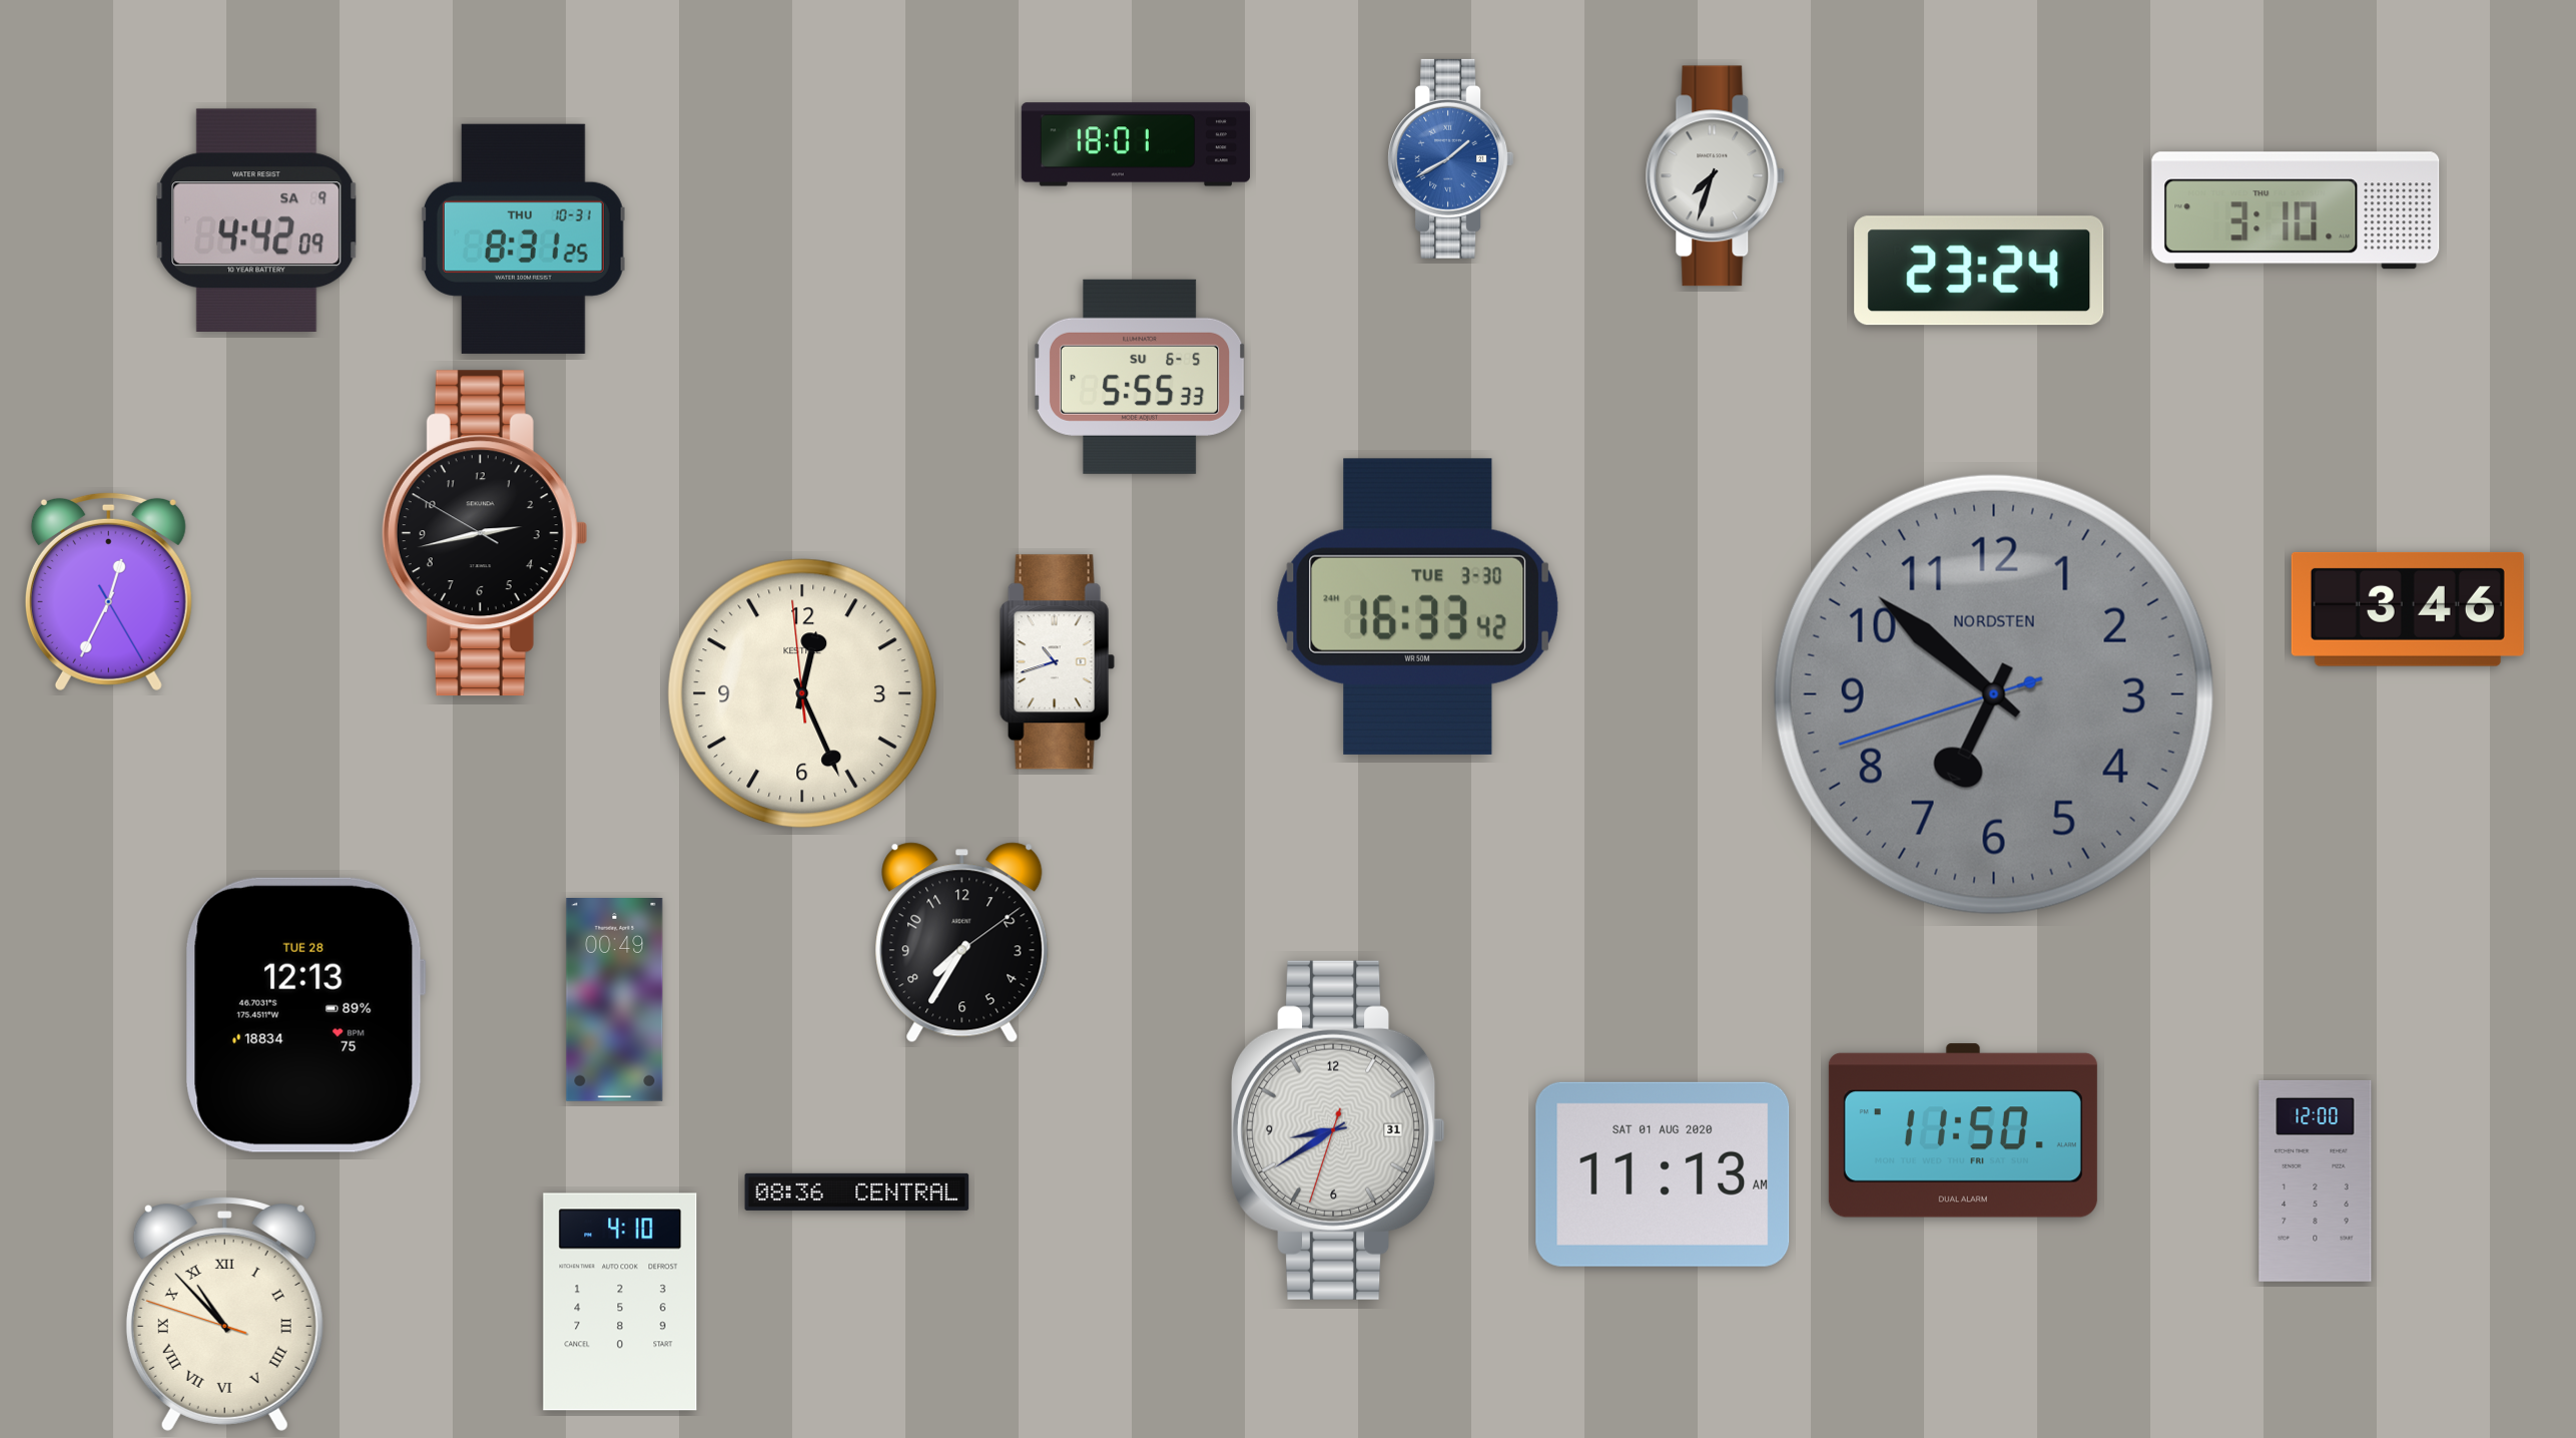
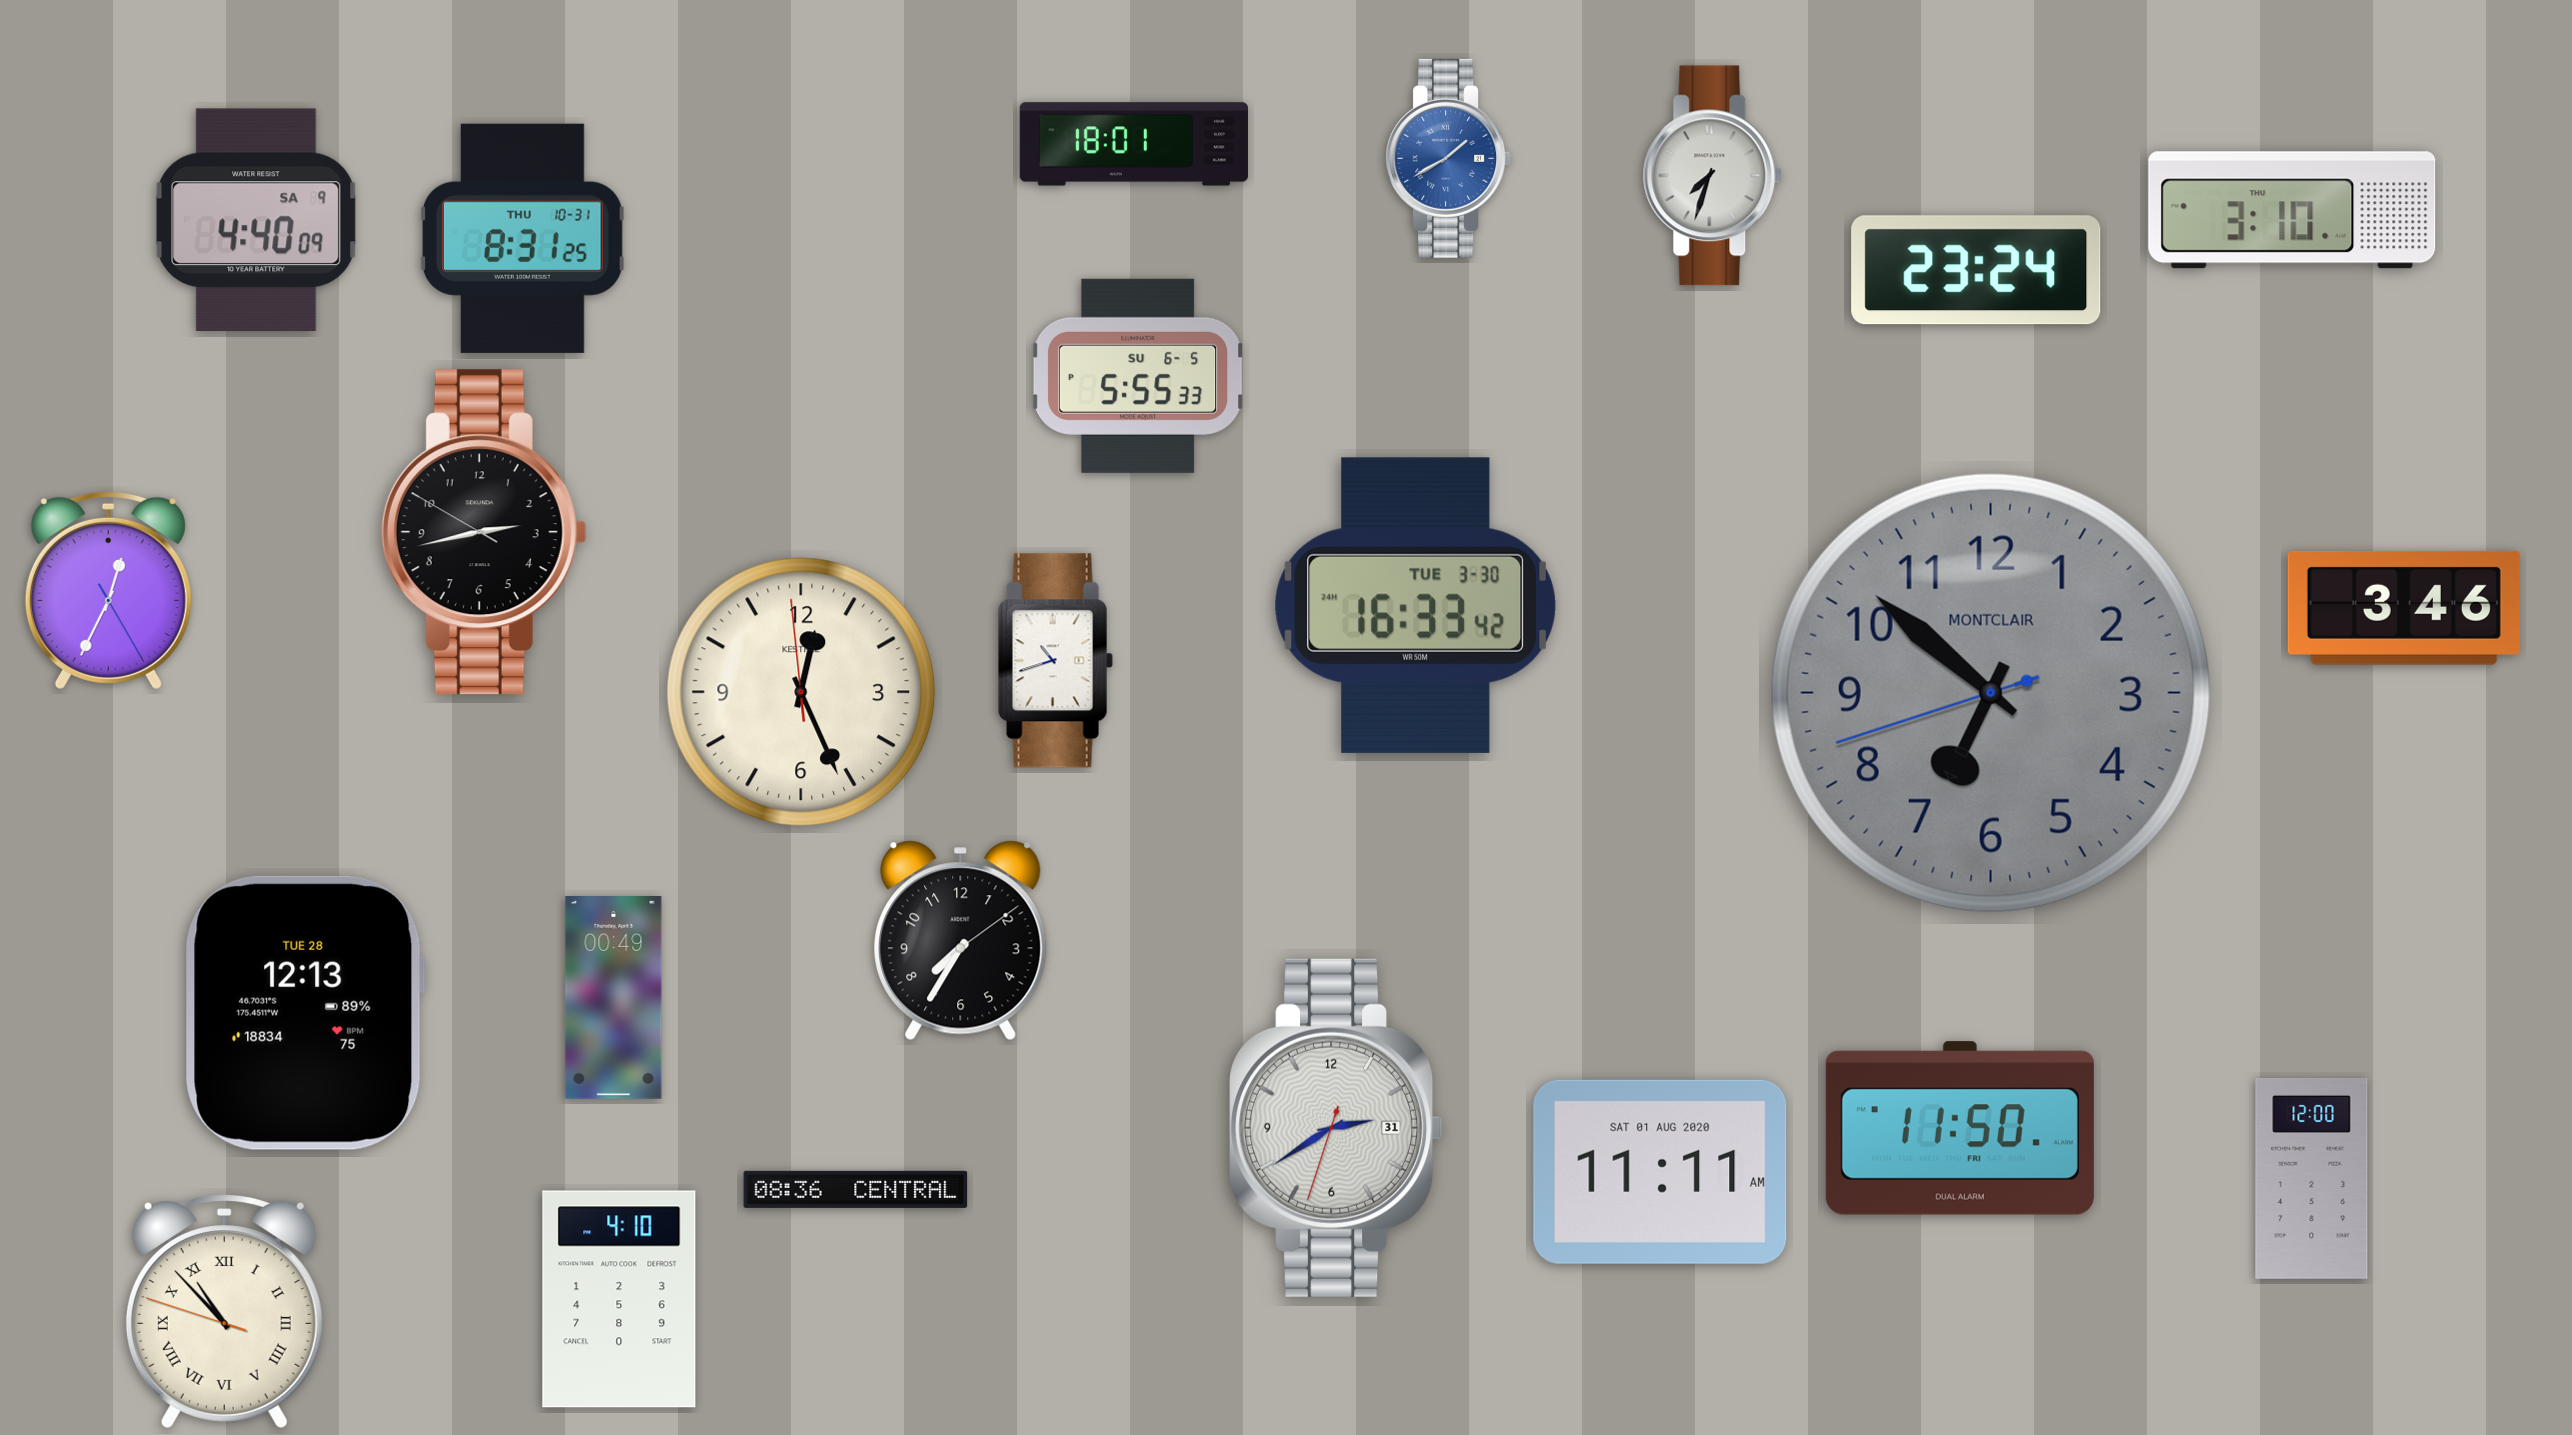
clock at (256, 219): 4:42 -> 4:40
clock at (1994, 694) brand: NORDSTEN -> MONTCLAIR
clock at (1338, 1130): 8:39 -> 2:39
clock at (1663, 1174): 11:13 -> 11:11
